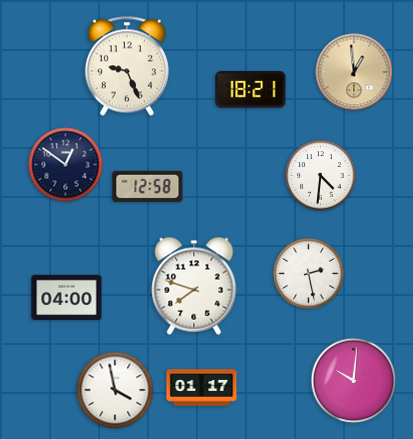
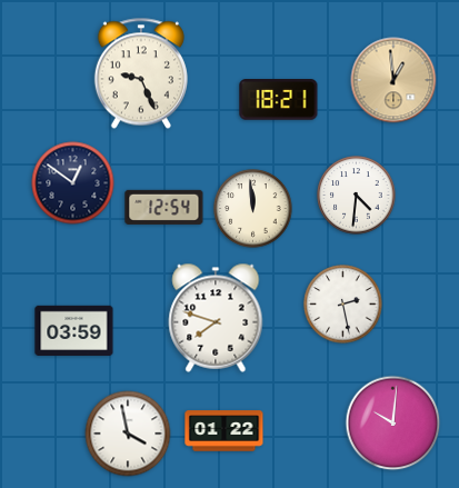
clock at (148, 186): 12:58 -> 12:54
clock at (253, 209): none -> 11:59
clock at (67, 298): 04:00 -> 03:59
clock at (202, 388): 01:17 -> 01:22
